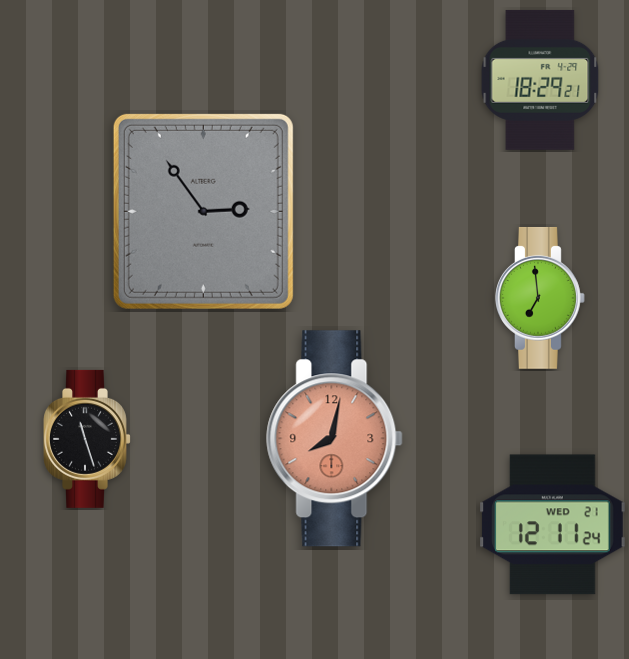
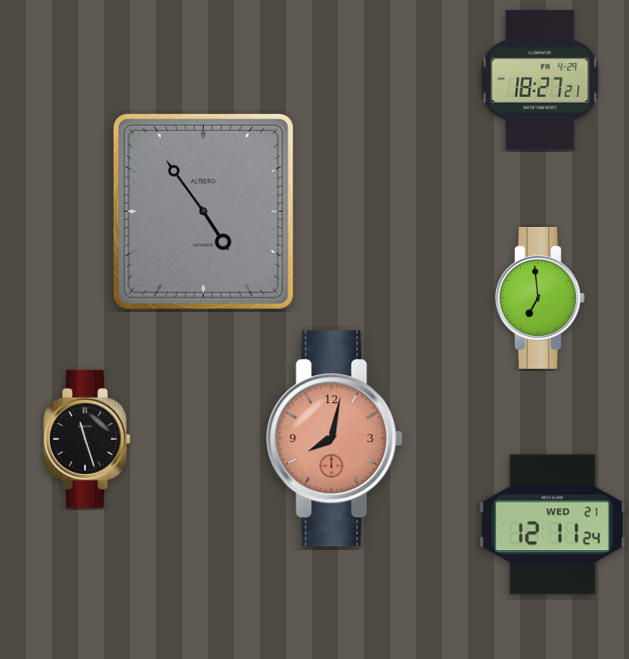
clock at (540, 80): 18:29 -> 18:27
clock at (203, 211): 2:54 -> 4:54
